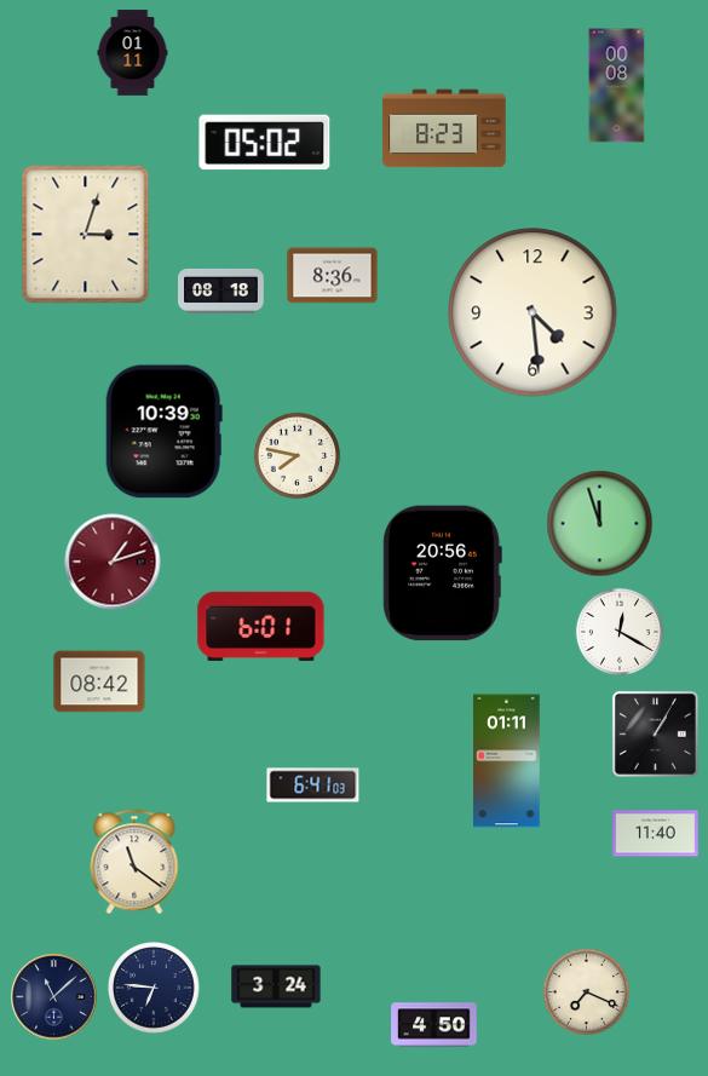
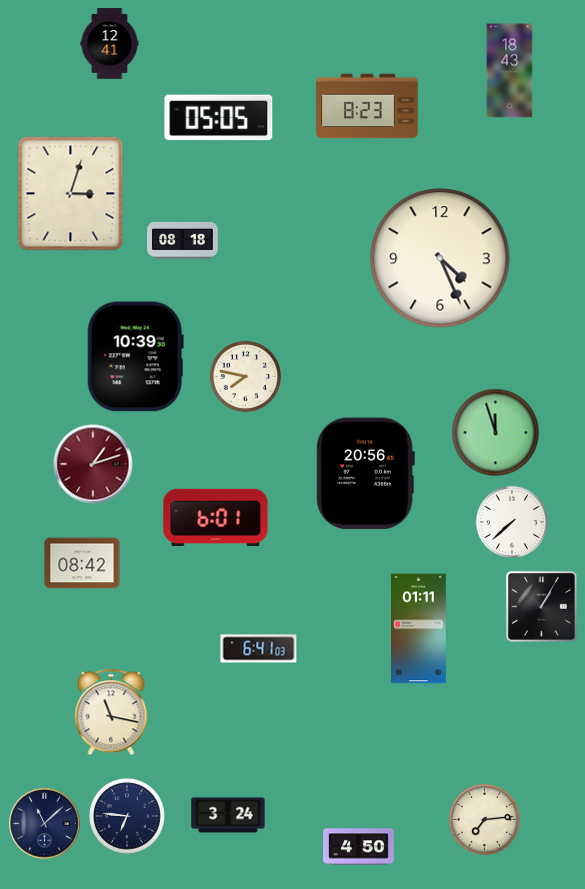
clock at (133, 53): 01:11 -> 12:41
clock at (617, 86): 00:08 -> 18:43
clock at (265, 143): 05:02 -> 05:05
clock at (333, 276): 8:36 -> none
clock at (533, 312): 4:29 -> 4:26
clock at (620, 632): 12:20 -> 7:38
clock at (656, 834): 11:40 -> none
clock at (134, 862): 11:21 -> 11:17
clock at (586, 991): 7:19 -> 7:14
